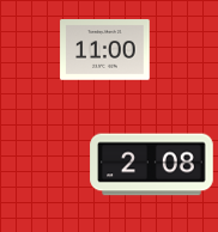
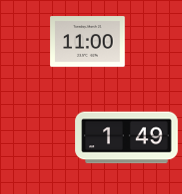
clock at (152, 165): 2:08 -> 1:49
